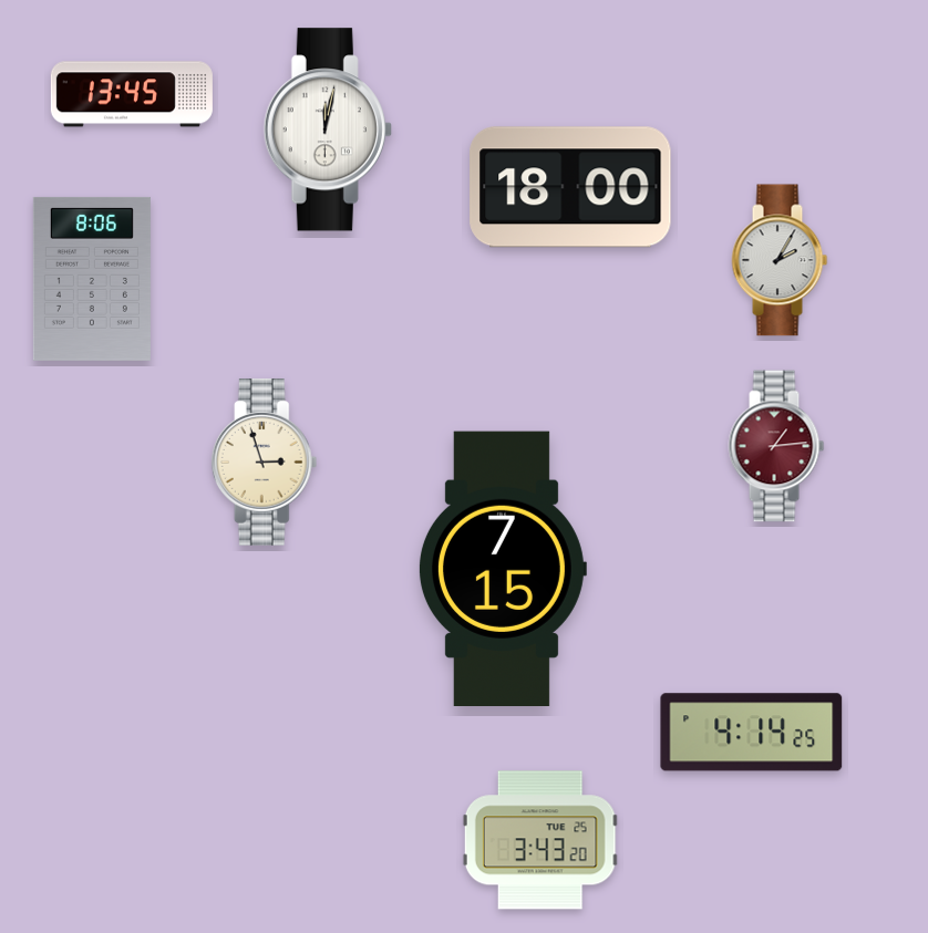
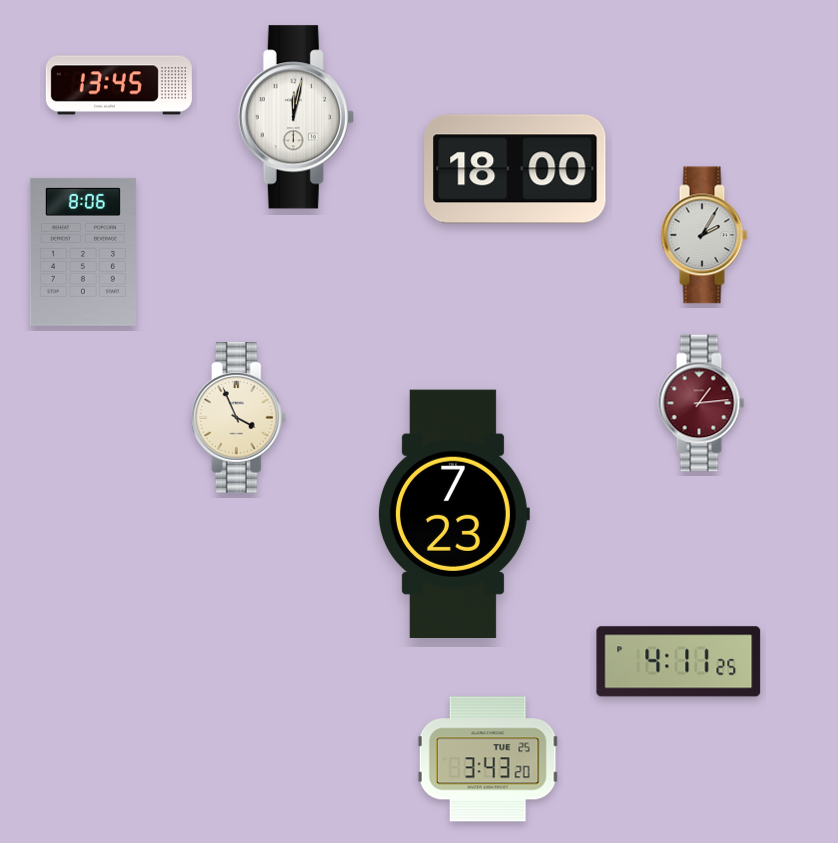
clock at (265, 463): 2:57 -> 3:56
clock at (502, 568): 7:15 -> 7:23
clock at (752, 733): 4:14 -> 4:11
